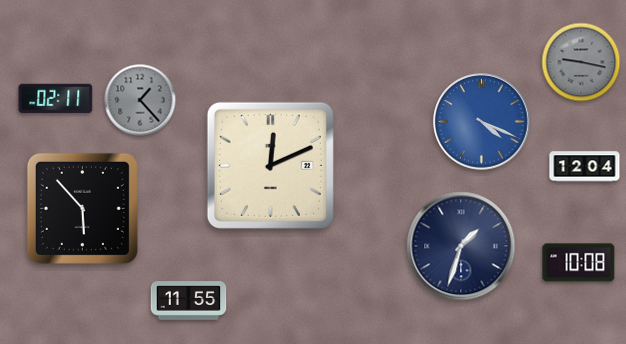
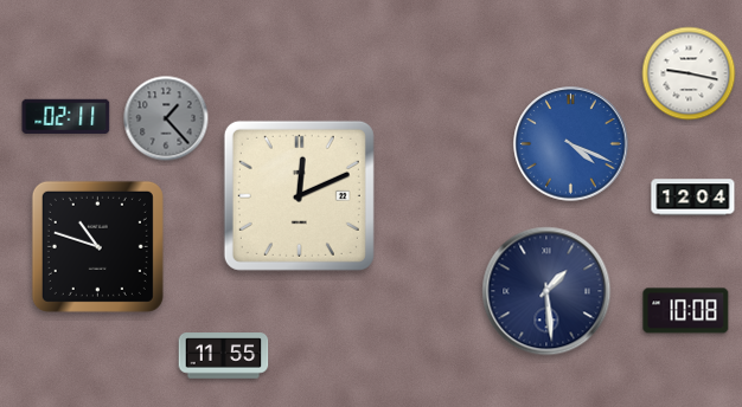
clock at (581, 62) dial: grey -> white
clock at (270, 165) position: (270, 165) -> (299, 195)
clock at (82, 208): 5:53 -> 10:48
clock at (461, 246): 1:33 -> 1:29
